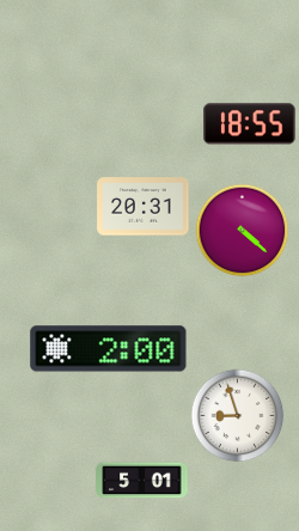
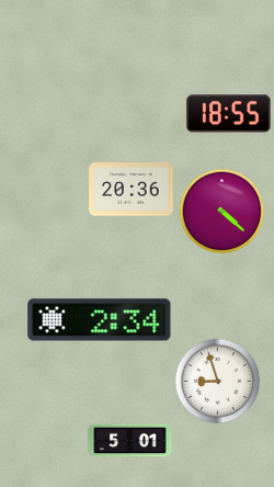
clock at (144, 207): 20:31 -> 20:36
clock at (109, 349): 2:00 -> 2:34
